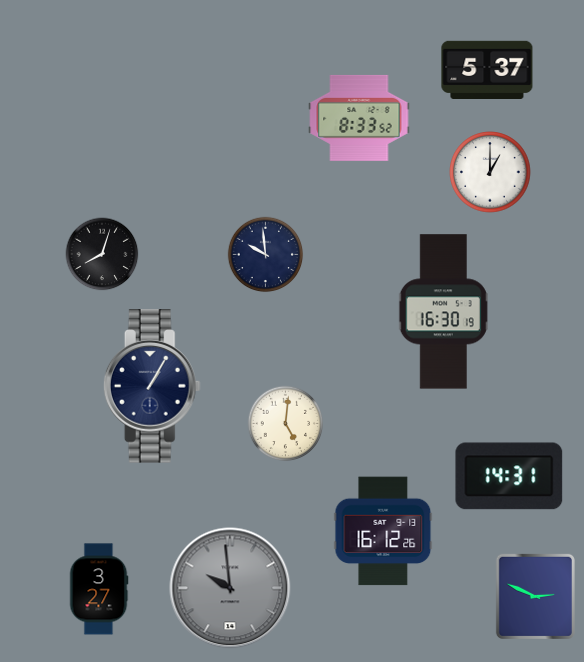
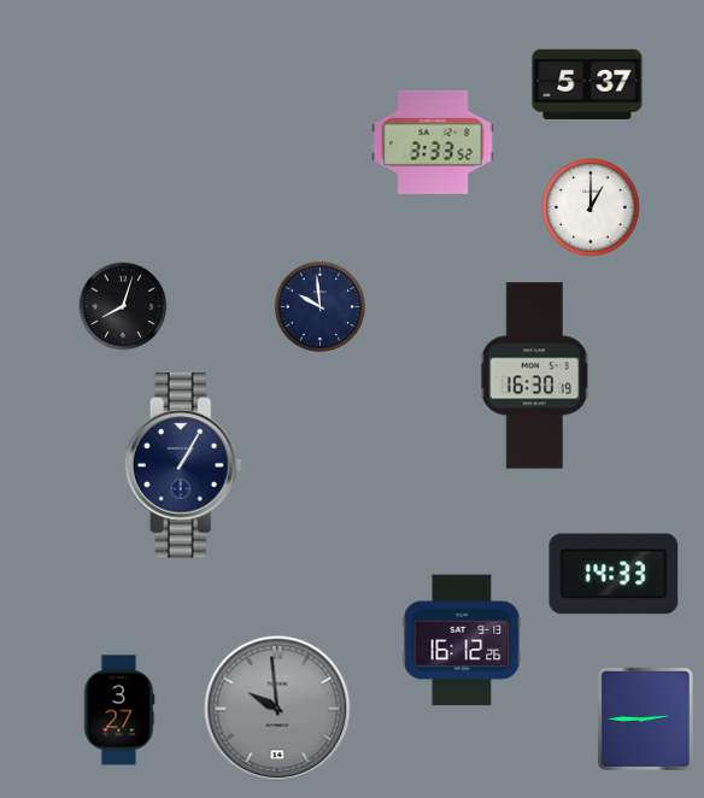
clock at (359, 118): 8:33 -> 3:33
clock at (286, 424): 5:01 -> none
clock at (509, 476): 14:31 -> 14:33
clock at (535, 596): 2:49 -> 2:45
